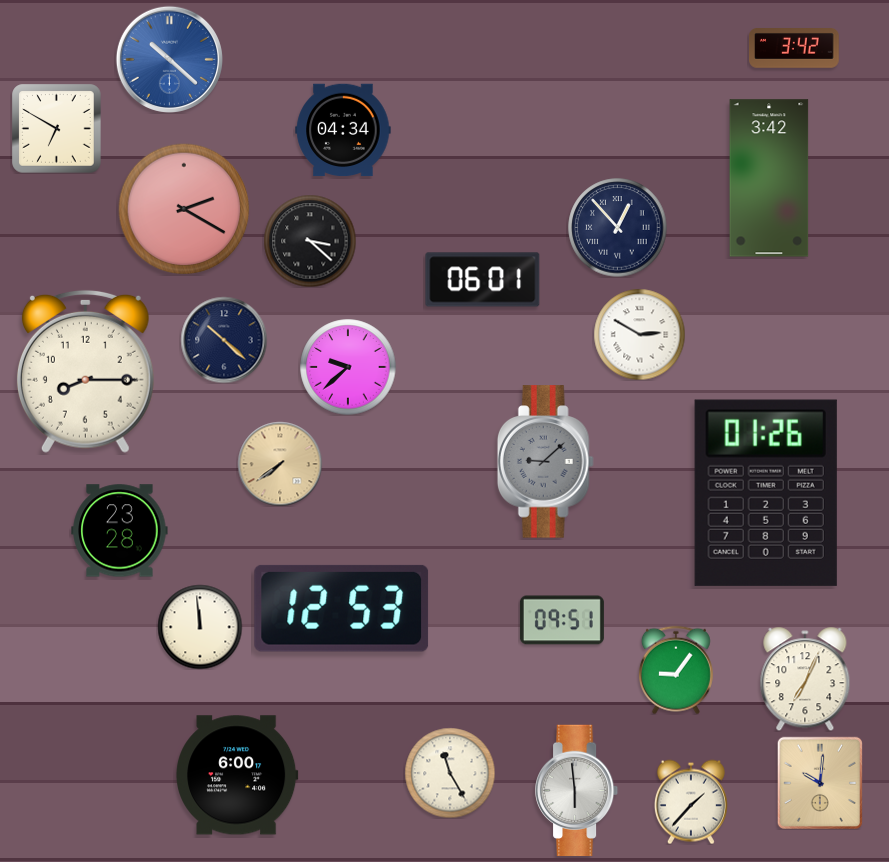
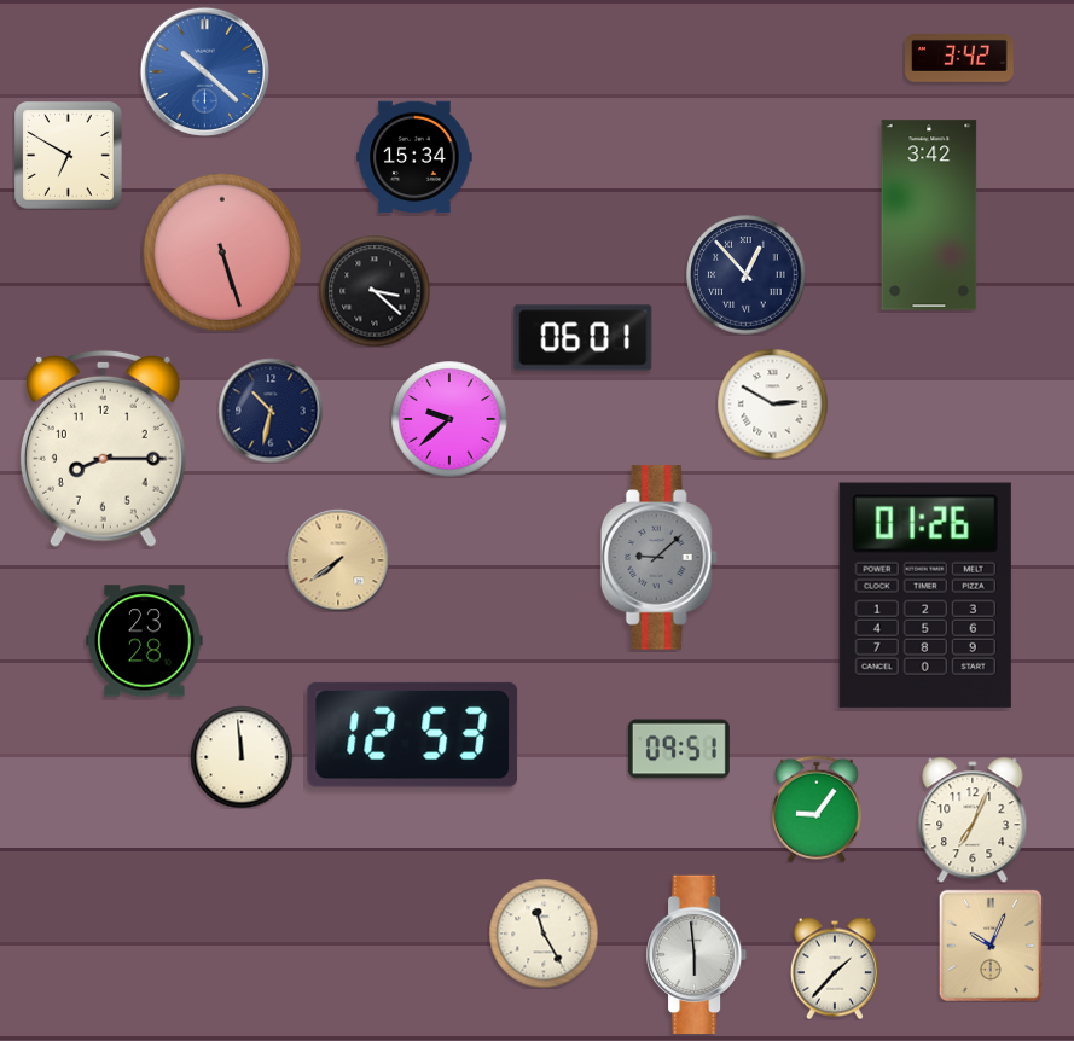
clock at (343, 130): 04:34 -> 15:34
clock at (184, 209): 2:20 -> 5:27
clock at (224, 340): 10:22 -> 10:32
clock at (348, 367) position: (348, 367) -> (449, 419)
clock at (238, 775): 6:00 -> none
clock at (820, 783): 10:01 -> 10:04
